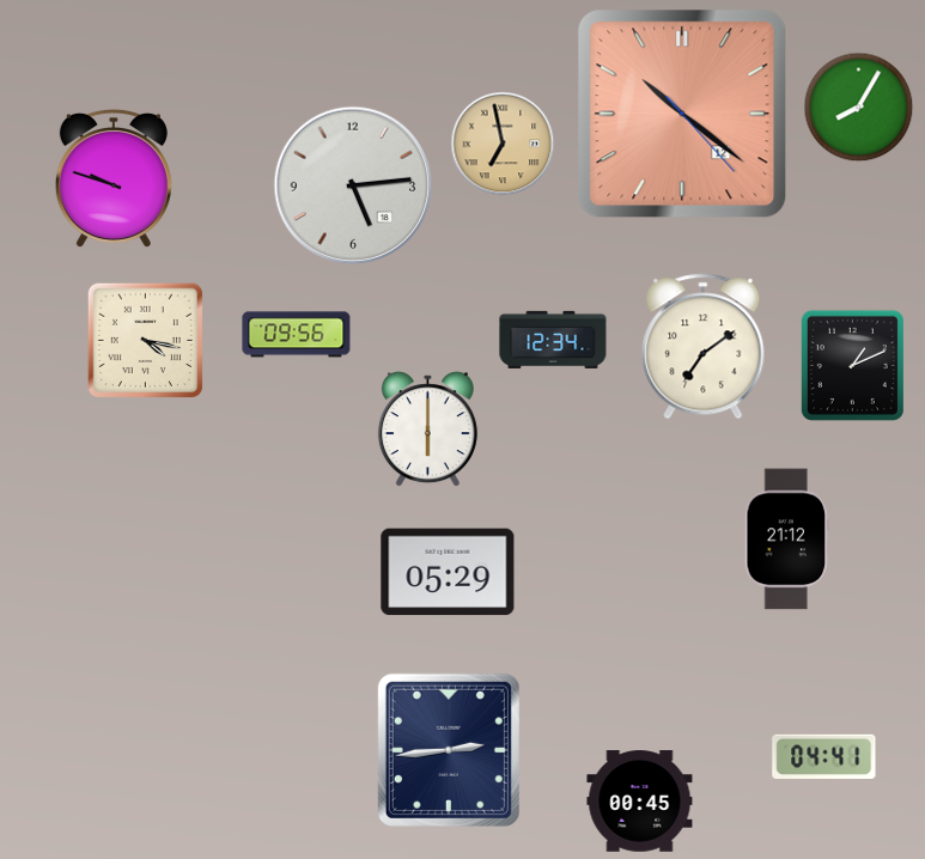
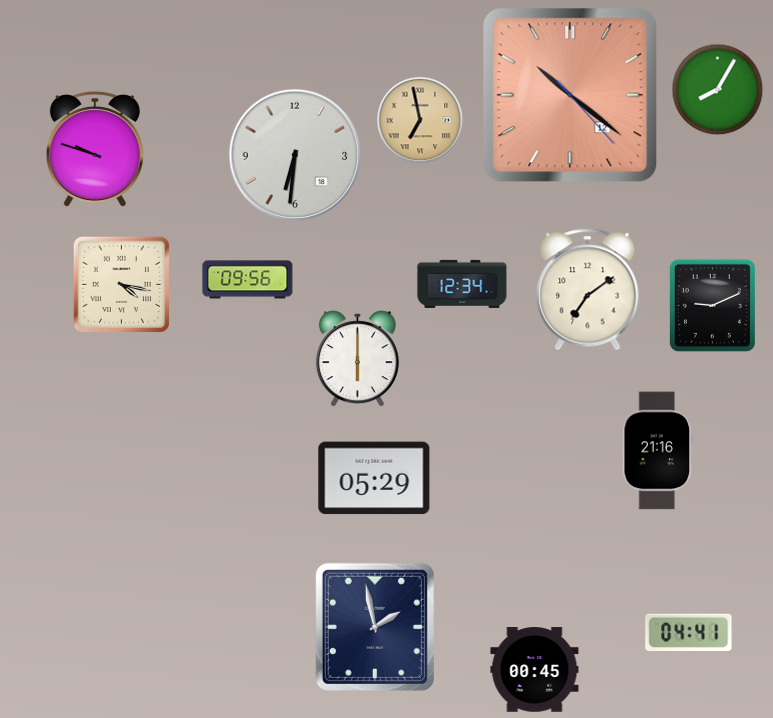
clock at (353, 185): 5:14 -> 6:31
clock at (852, 365): 1:11 -> 9:11
clock at (787, 540): 21:12 -> 21:16
clock at (449, 750): 2:44 -> 1:58
